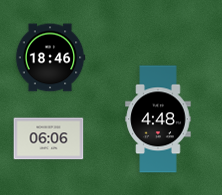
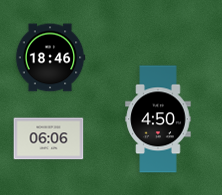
clock at (158, 119): 4:48 -> 4:50
